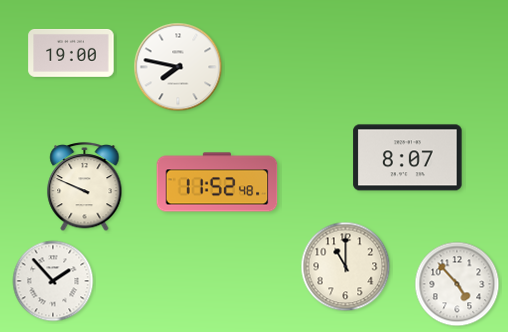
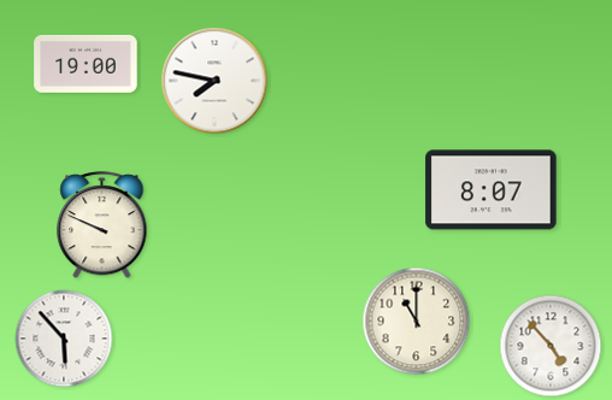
clock at (217, 182): 11:52 -> none
clock at (53, 281): 1:53 -> 5:53
clock at (457, 284) position: (457, 284) -> (551, 346)
